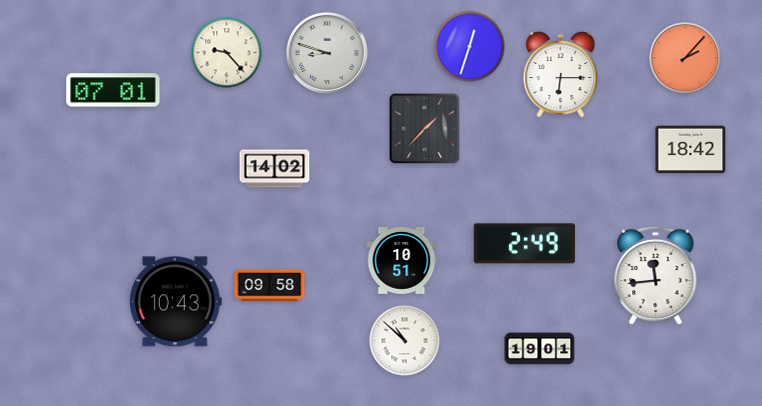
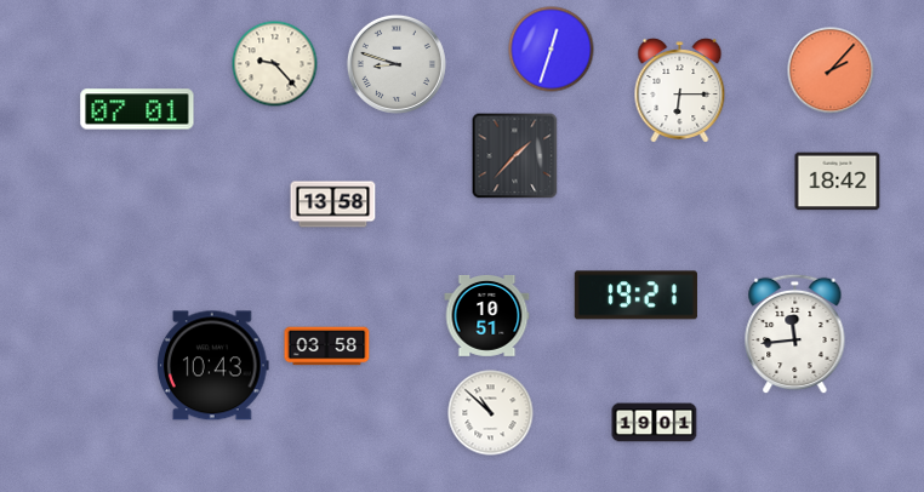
clock at (470, 47) position: (470, 47) -> (552, 50)
clock at (275, 169): 14:02 -> 13:58
clock at (524, 244): 2:49 -> 19:21
clock at (270, 286): 09:58 -> 03:58
